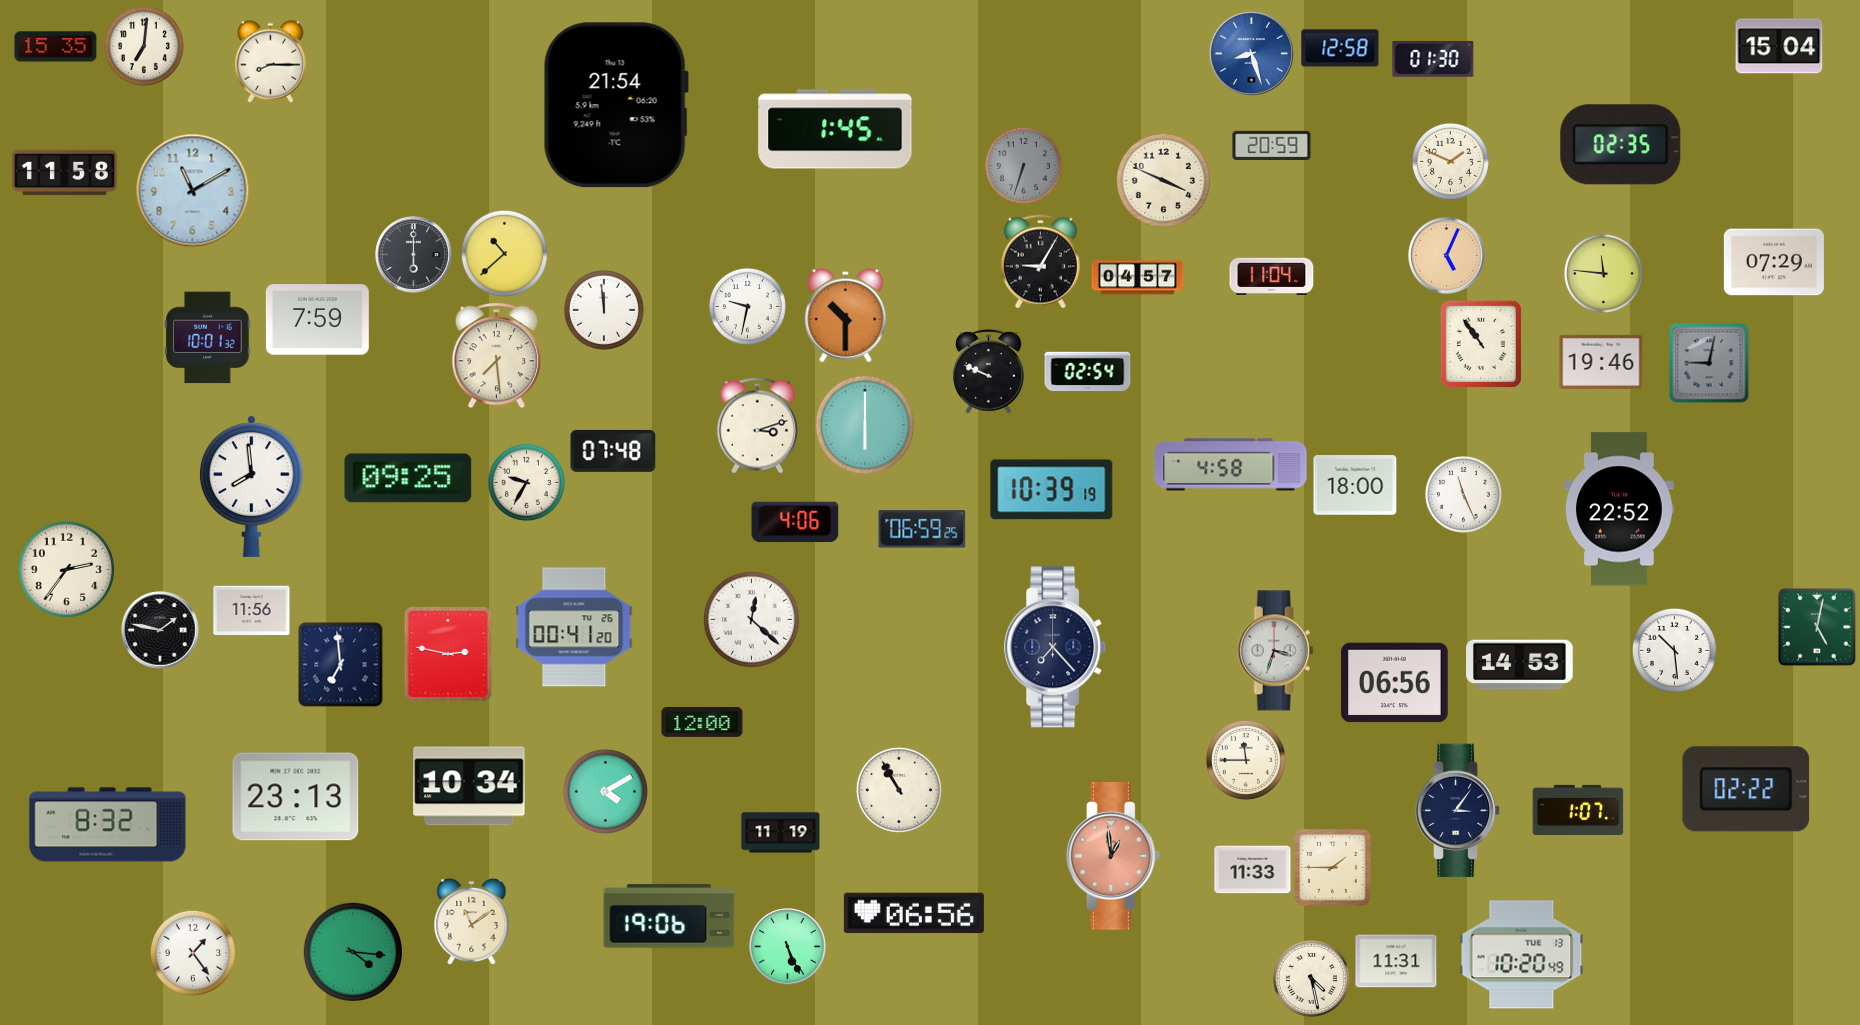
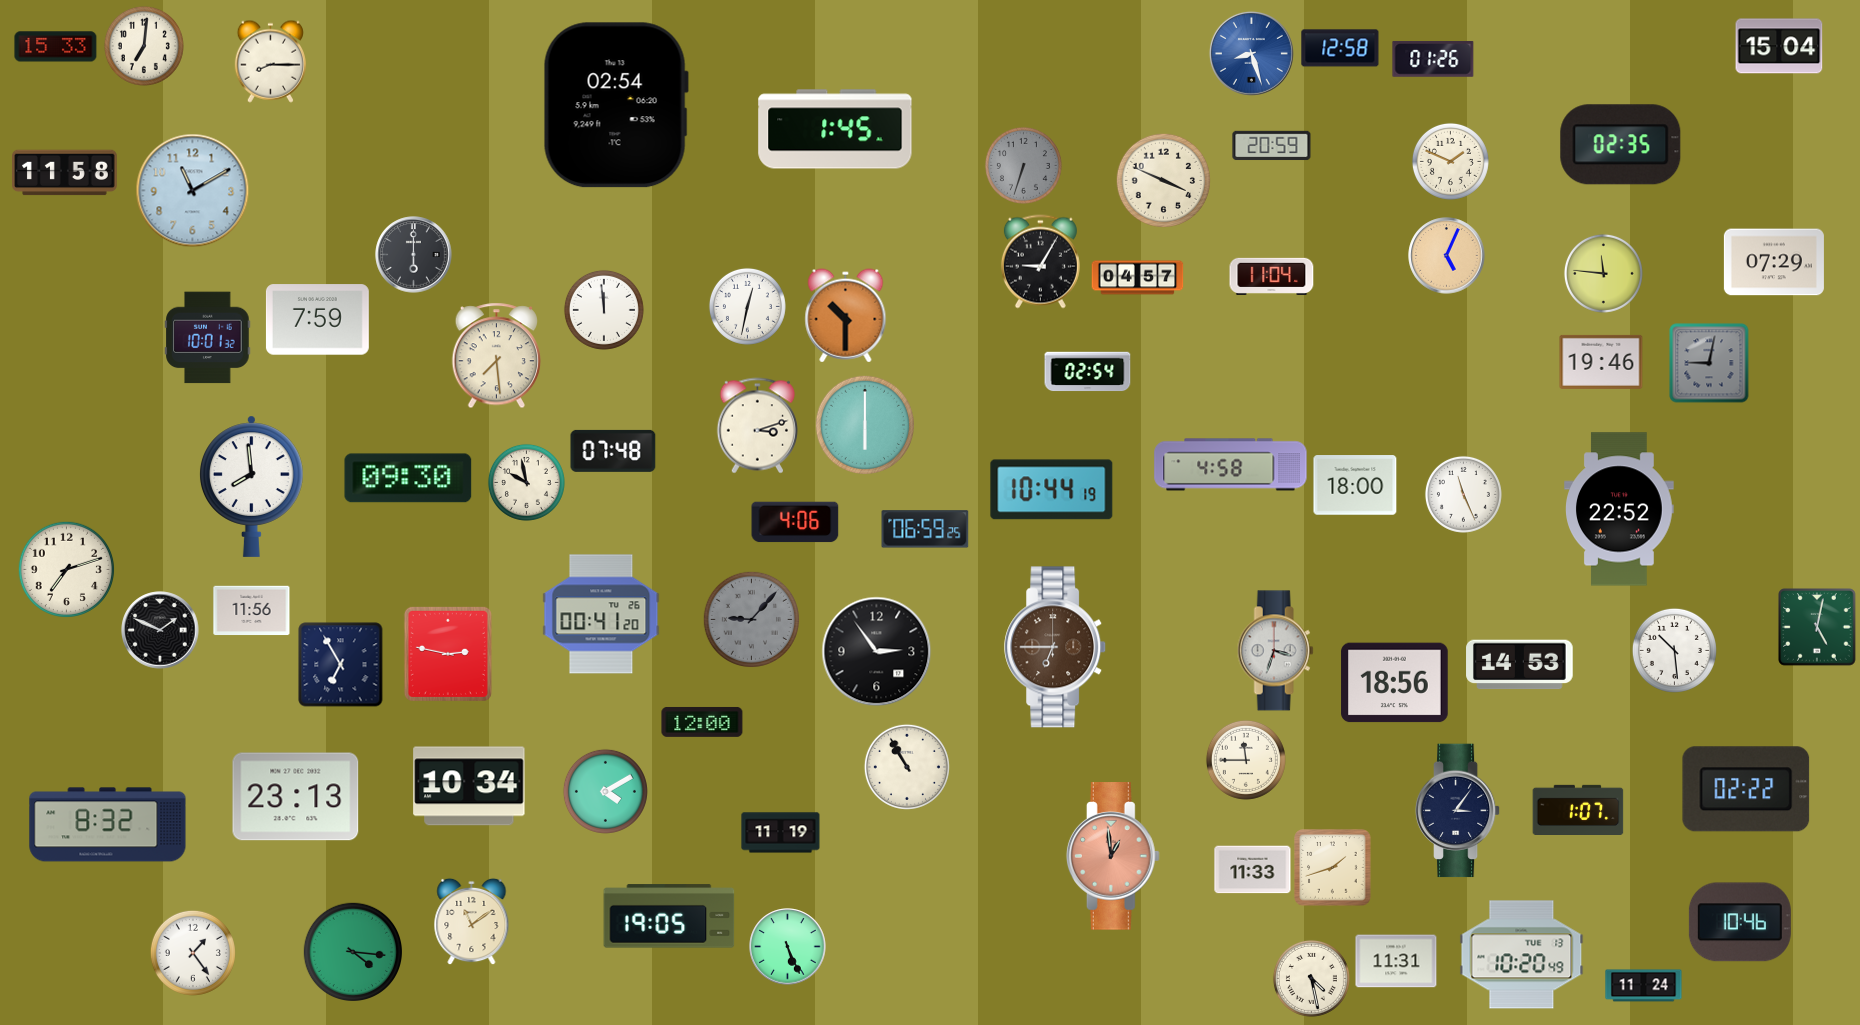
clock at (56, 47): 15:35 -> 15:33
clock at (1433, 59): 01:30 -> 01:26
clock at (616, 105): 21:54 -> 02:54
clock at (504, 253): 10:38 -> none
clock at (747, 306): 9:32 -> 12:32
clock at (1481, 344): 10:54 -> none
clock at (988, 371): 9:49 -> none
clock at (408, 478): 09:25 -> 09:30
clock at (526, 482): 9:35 -> 9:58
clock at (1052, 490): 10:39 -> 10:44
clock at (922, 529) position: (922, 529) -> (925, 529)
clock at (66, 569): 2:36 -> 7:12
clock at (751, 619): 12:22 -> 9:07
clock at (751, 619) dial: white -> grey
clock at (574, 627) position: (574, 627) -> (601, 614)
clock at (160, 630): 1:47 -> 1:49
clock at (1056, 647): 7:23 -> 6:45
clock at (1056, 647) dial: navy -> brown
clock at (877, 652): none -> 2:54
clock at (341, 665): 6:59 -> 6:55
clock at (1395, 683): 06:56 -> 18:56
clock at (899, 790) position: (899, 790) -> (907, 767)
clock at (1333, 868): 1:45 -> 1:42
clock at (914, 913): 06:56 -> none
clock at (669, 916): 19:06 -> 19:05
clock at (1740, 922): none -> 10:46
clock at (1644, 986): none -> 11:24
